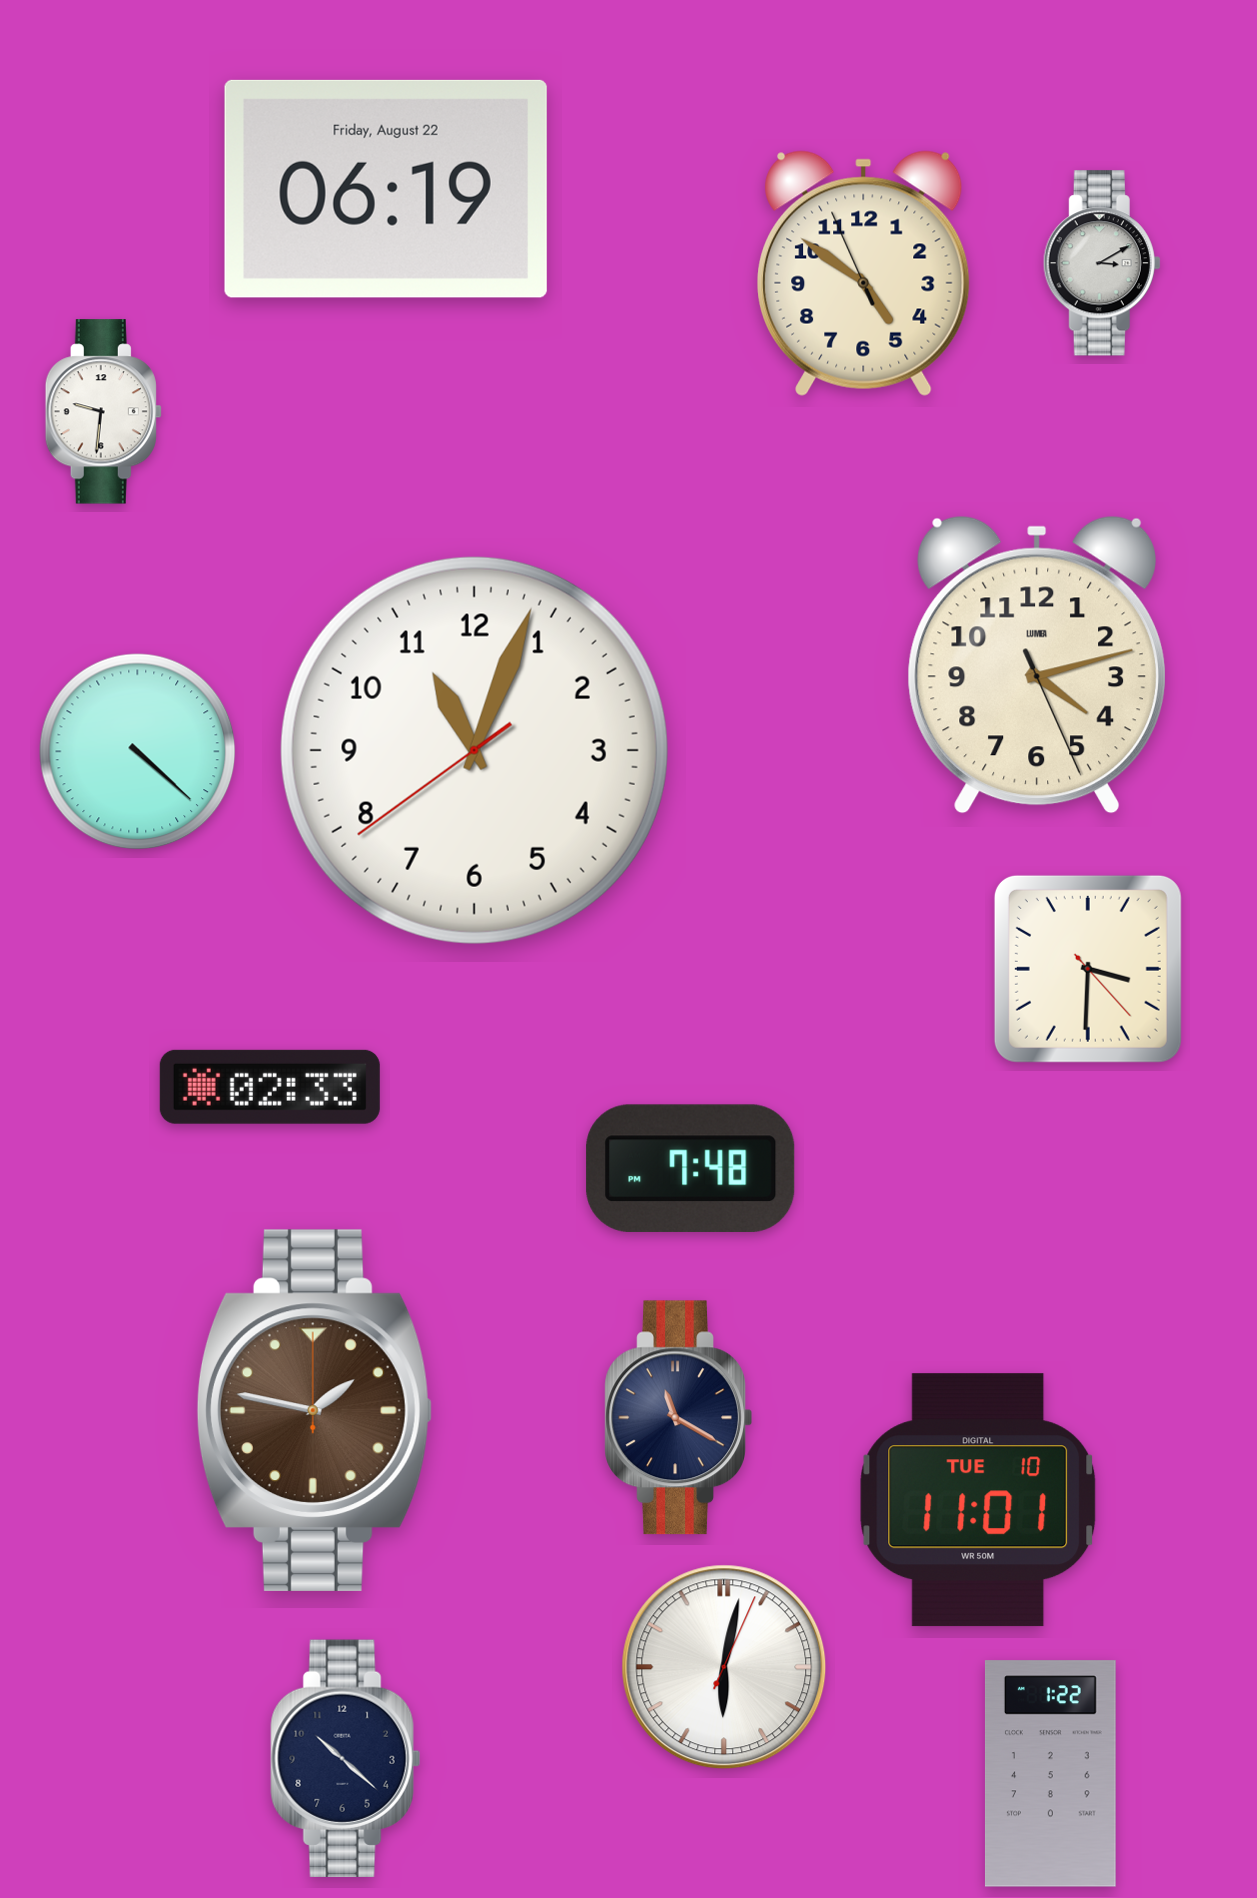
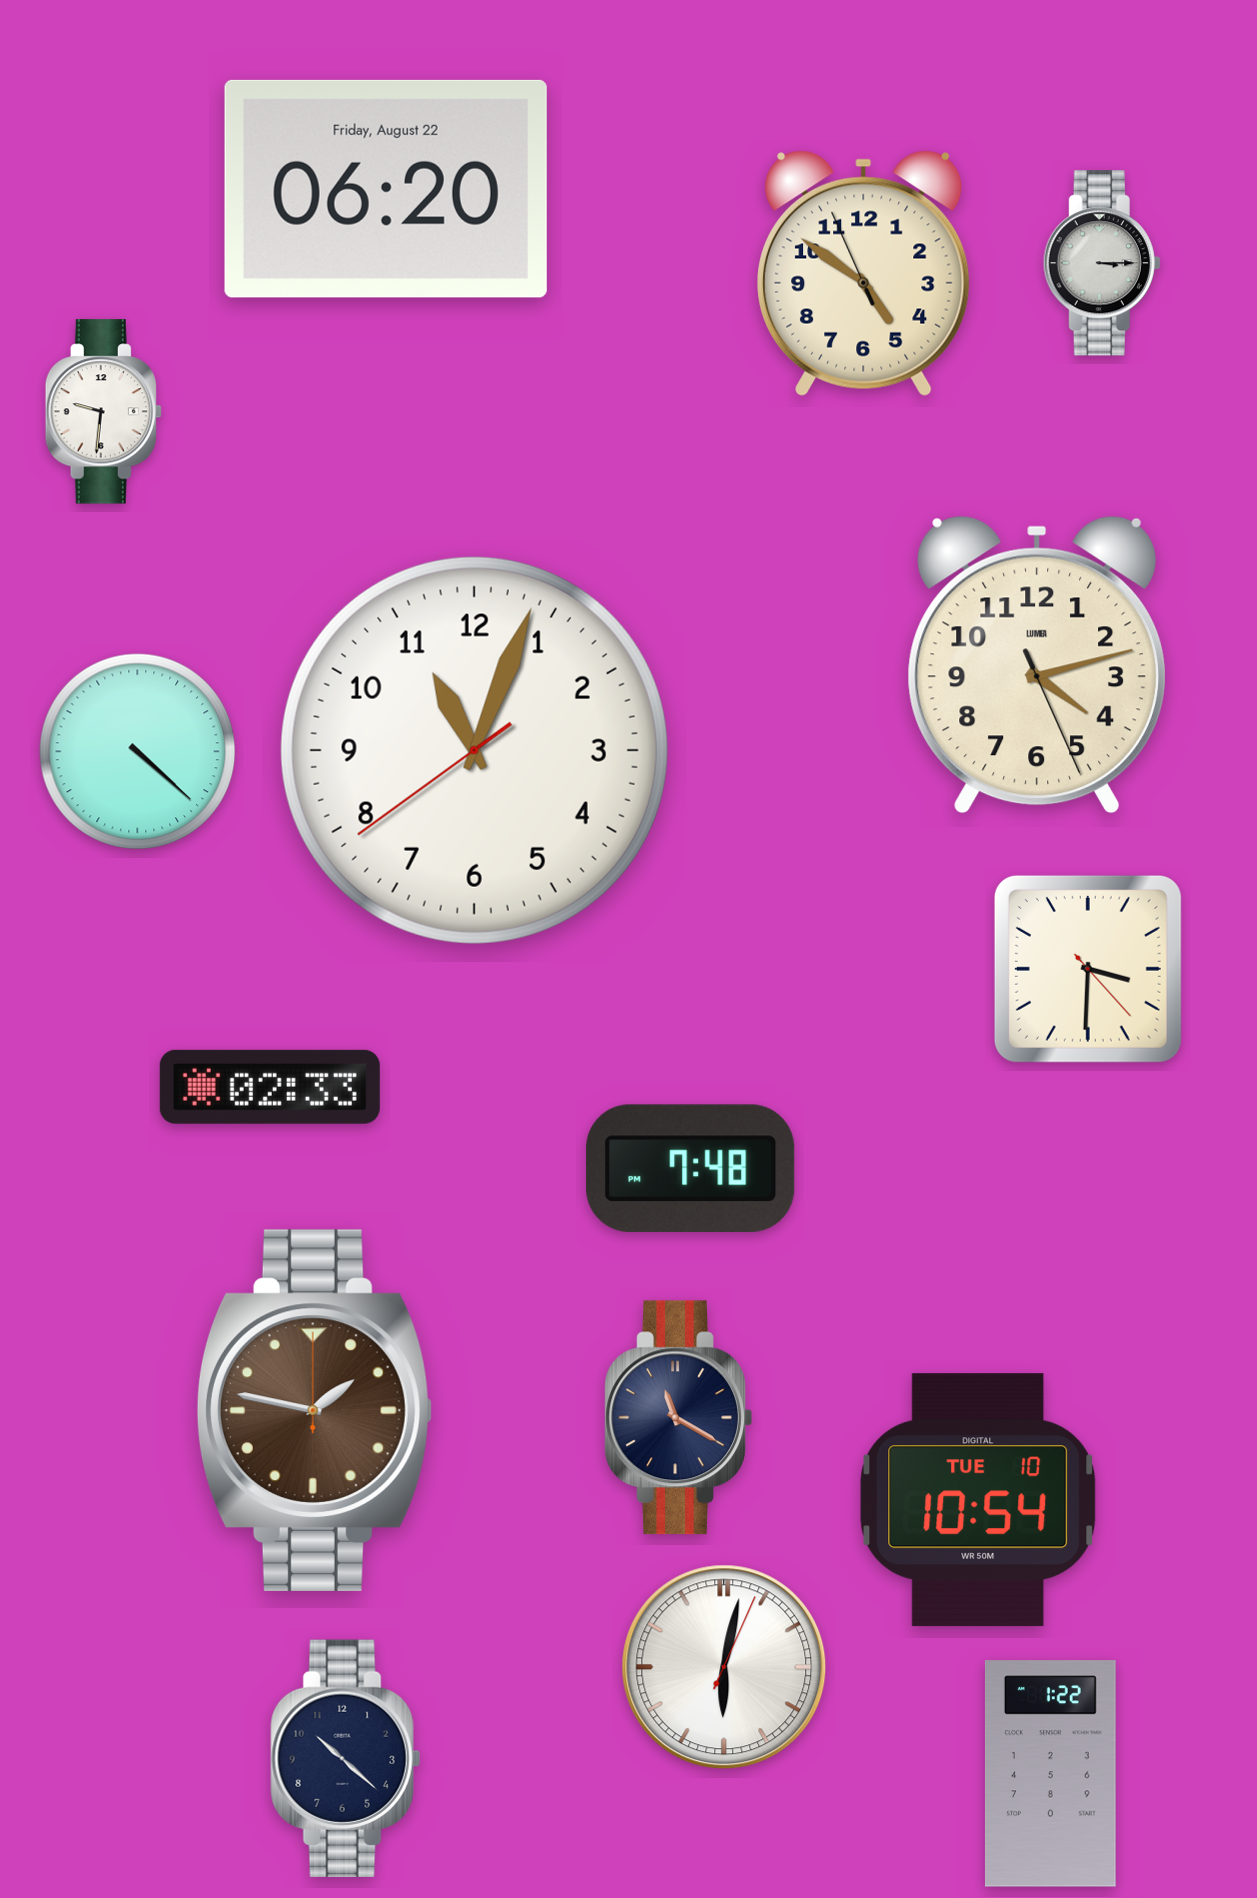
clock at (386, 189): 06:19 -> 06:20
clock at (1102, 263): 3:10 -> 3:15
clock at (978, 1500): 11:01 -> 10:54
